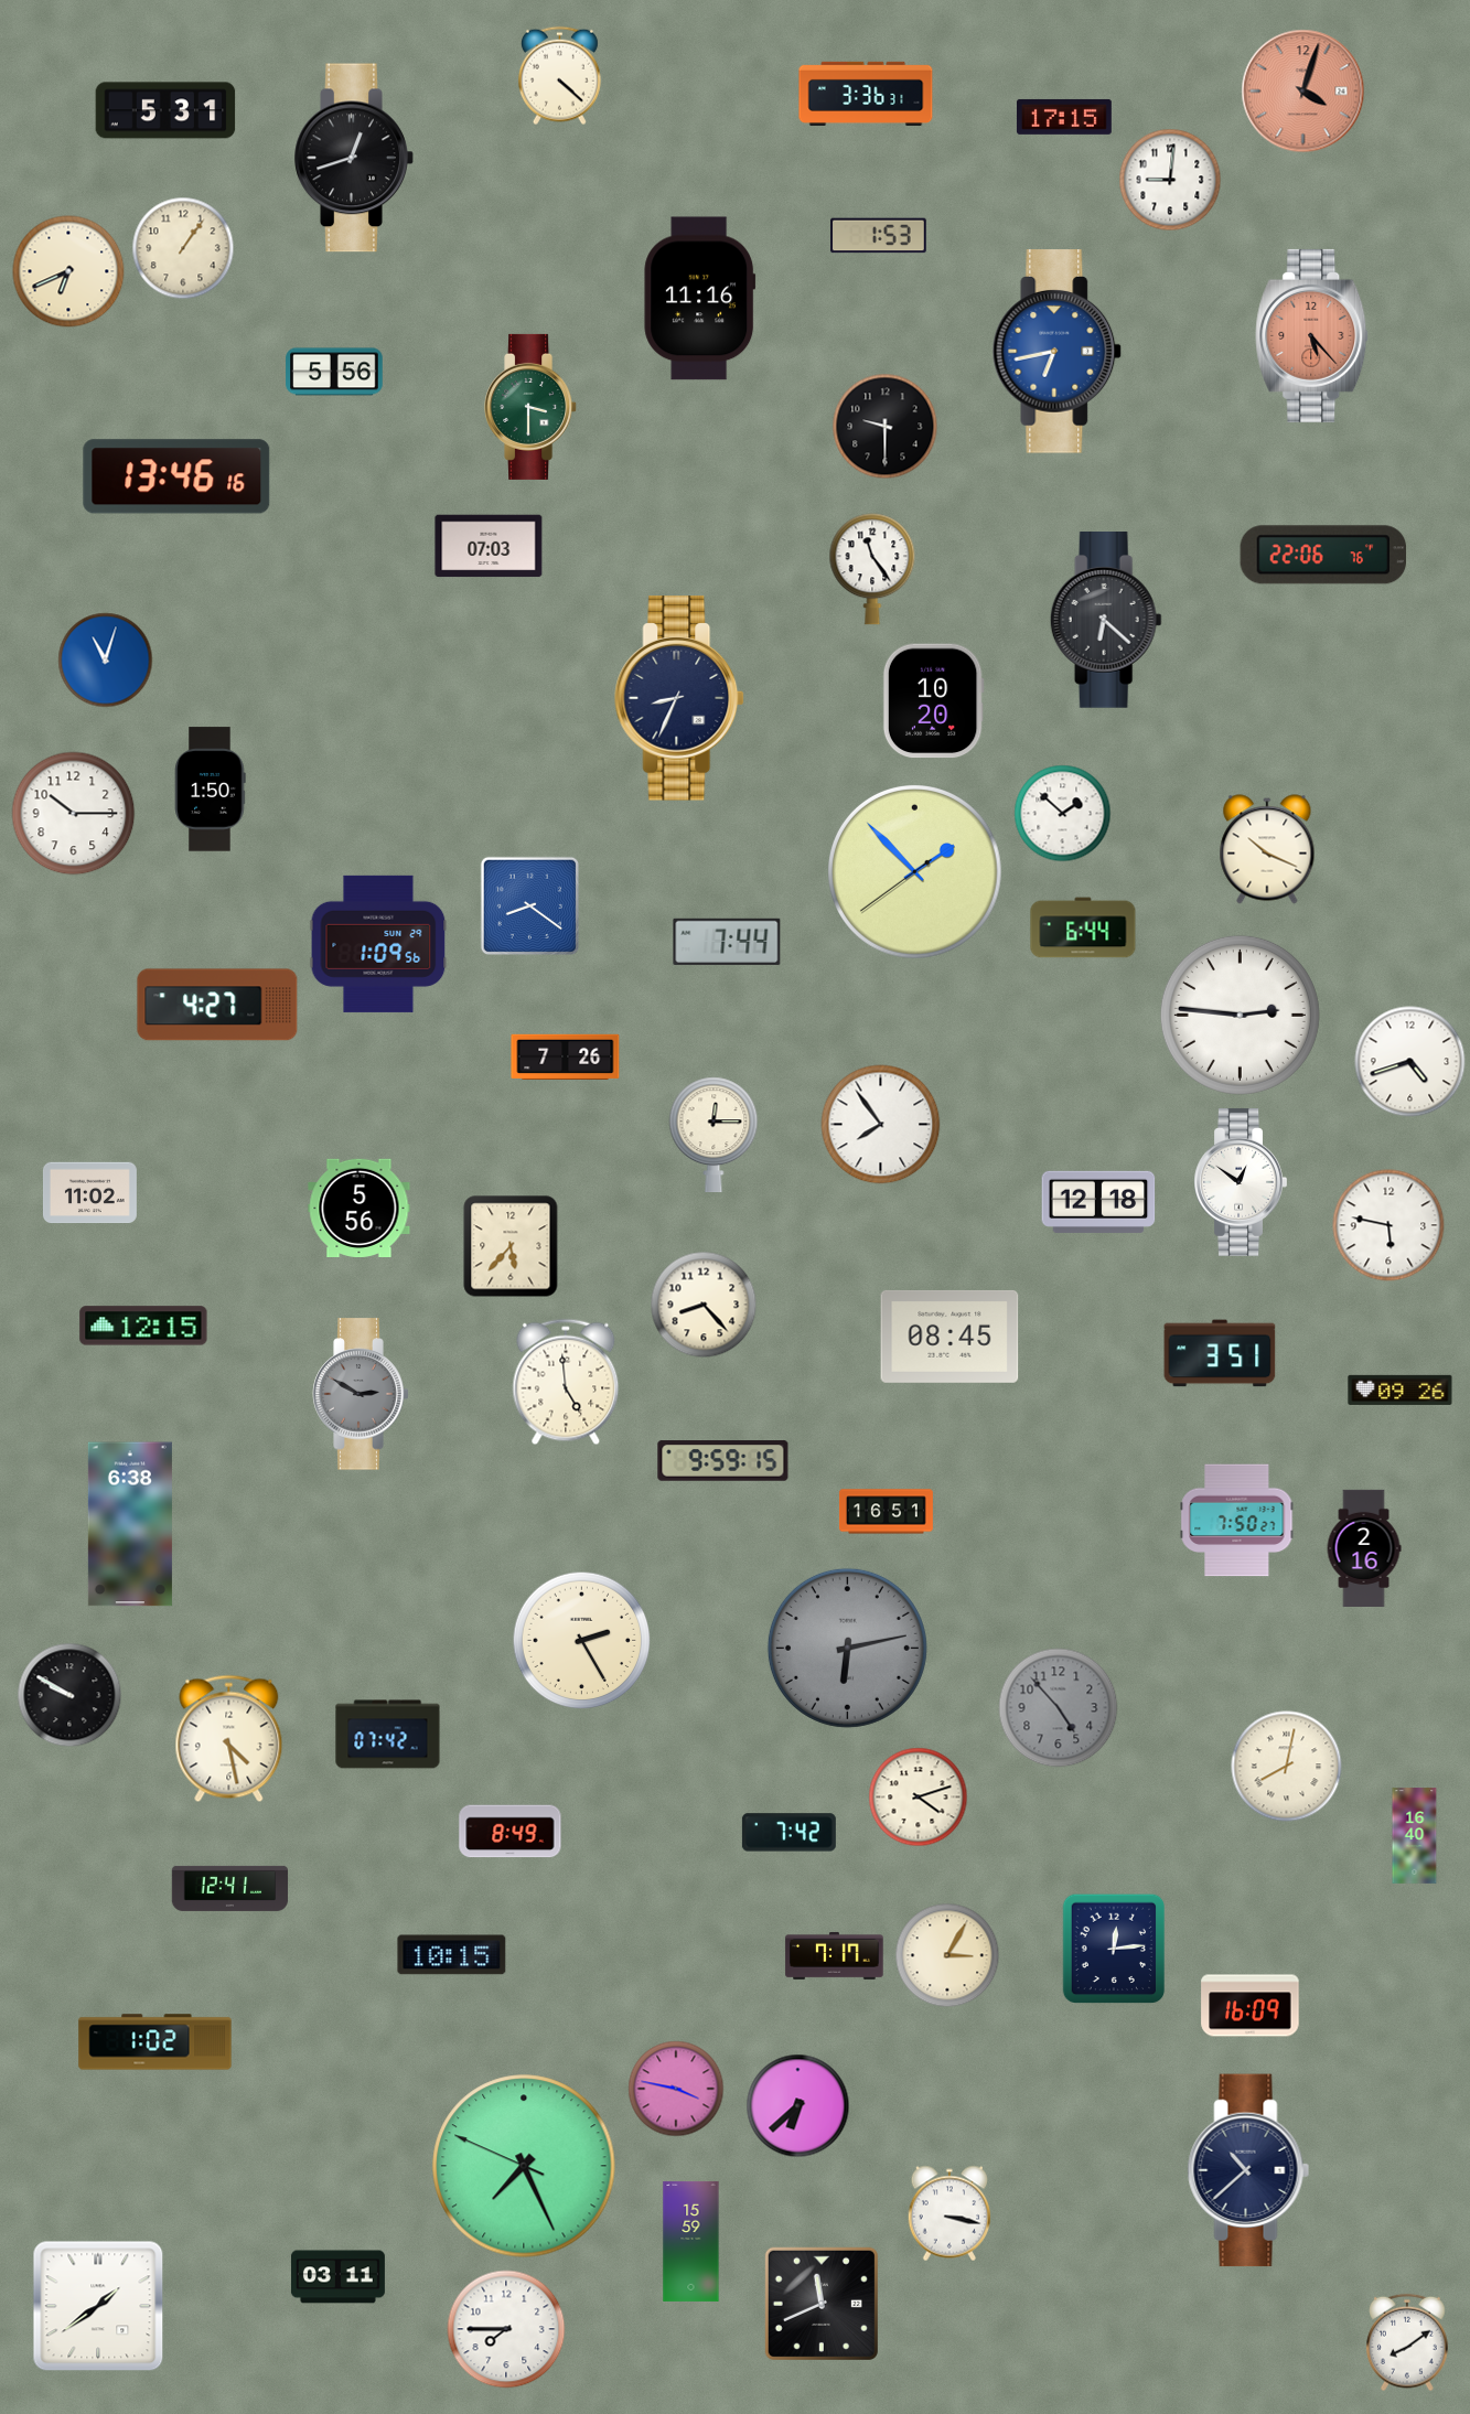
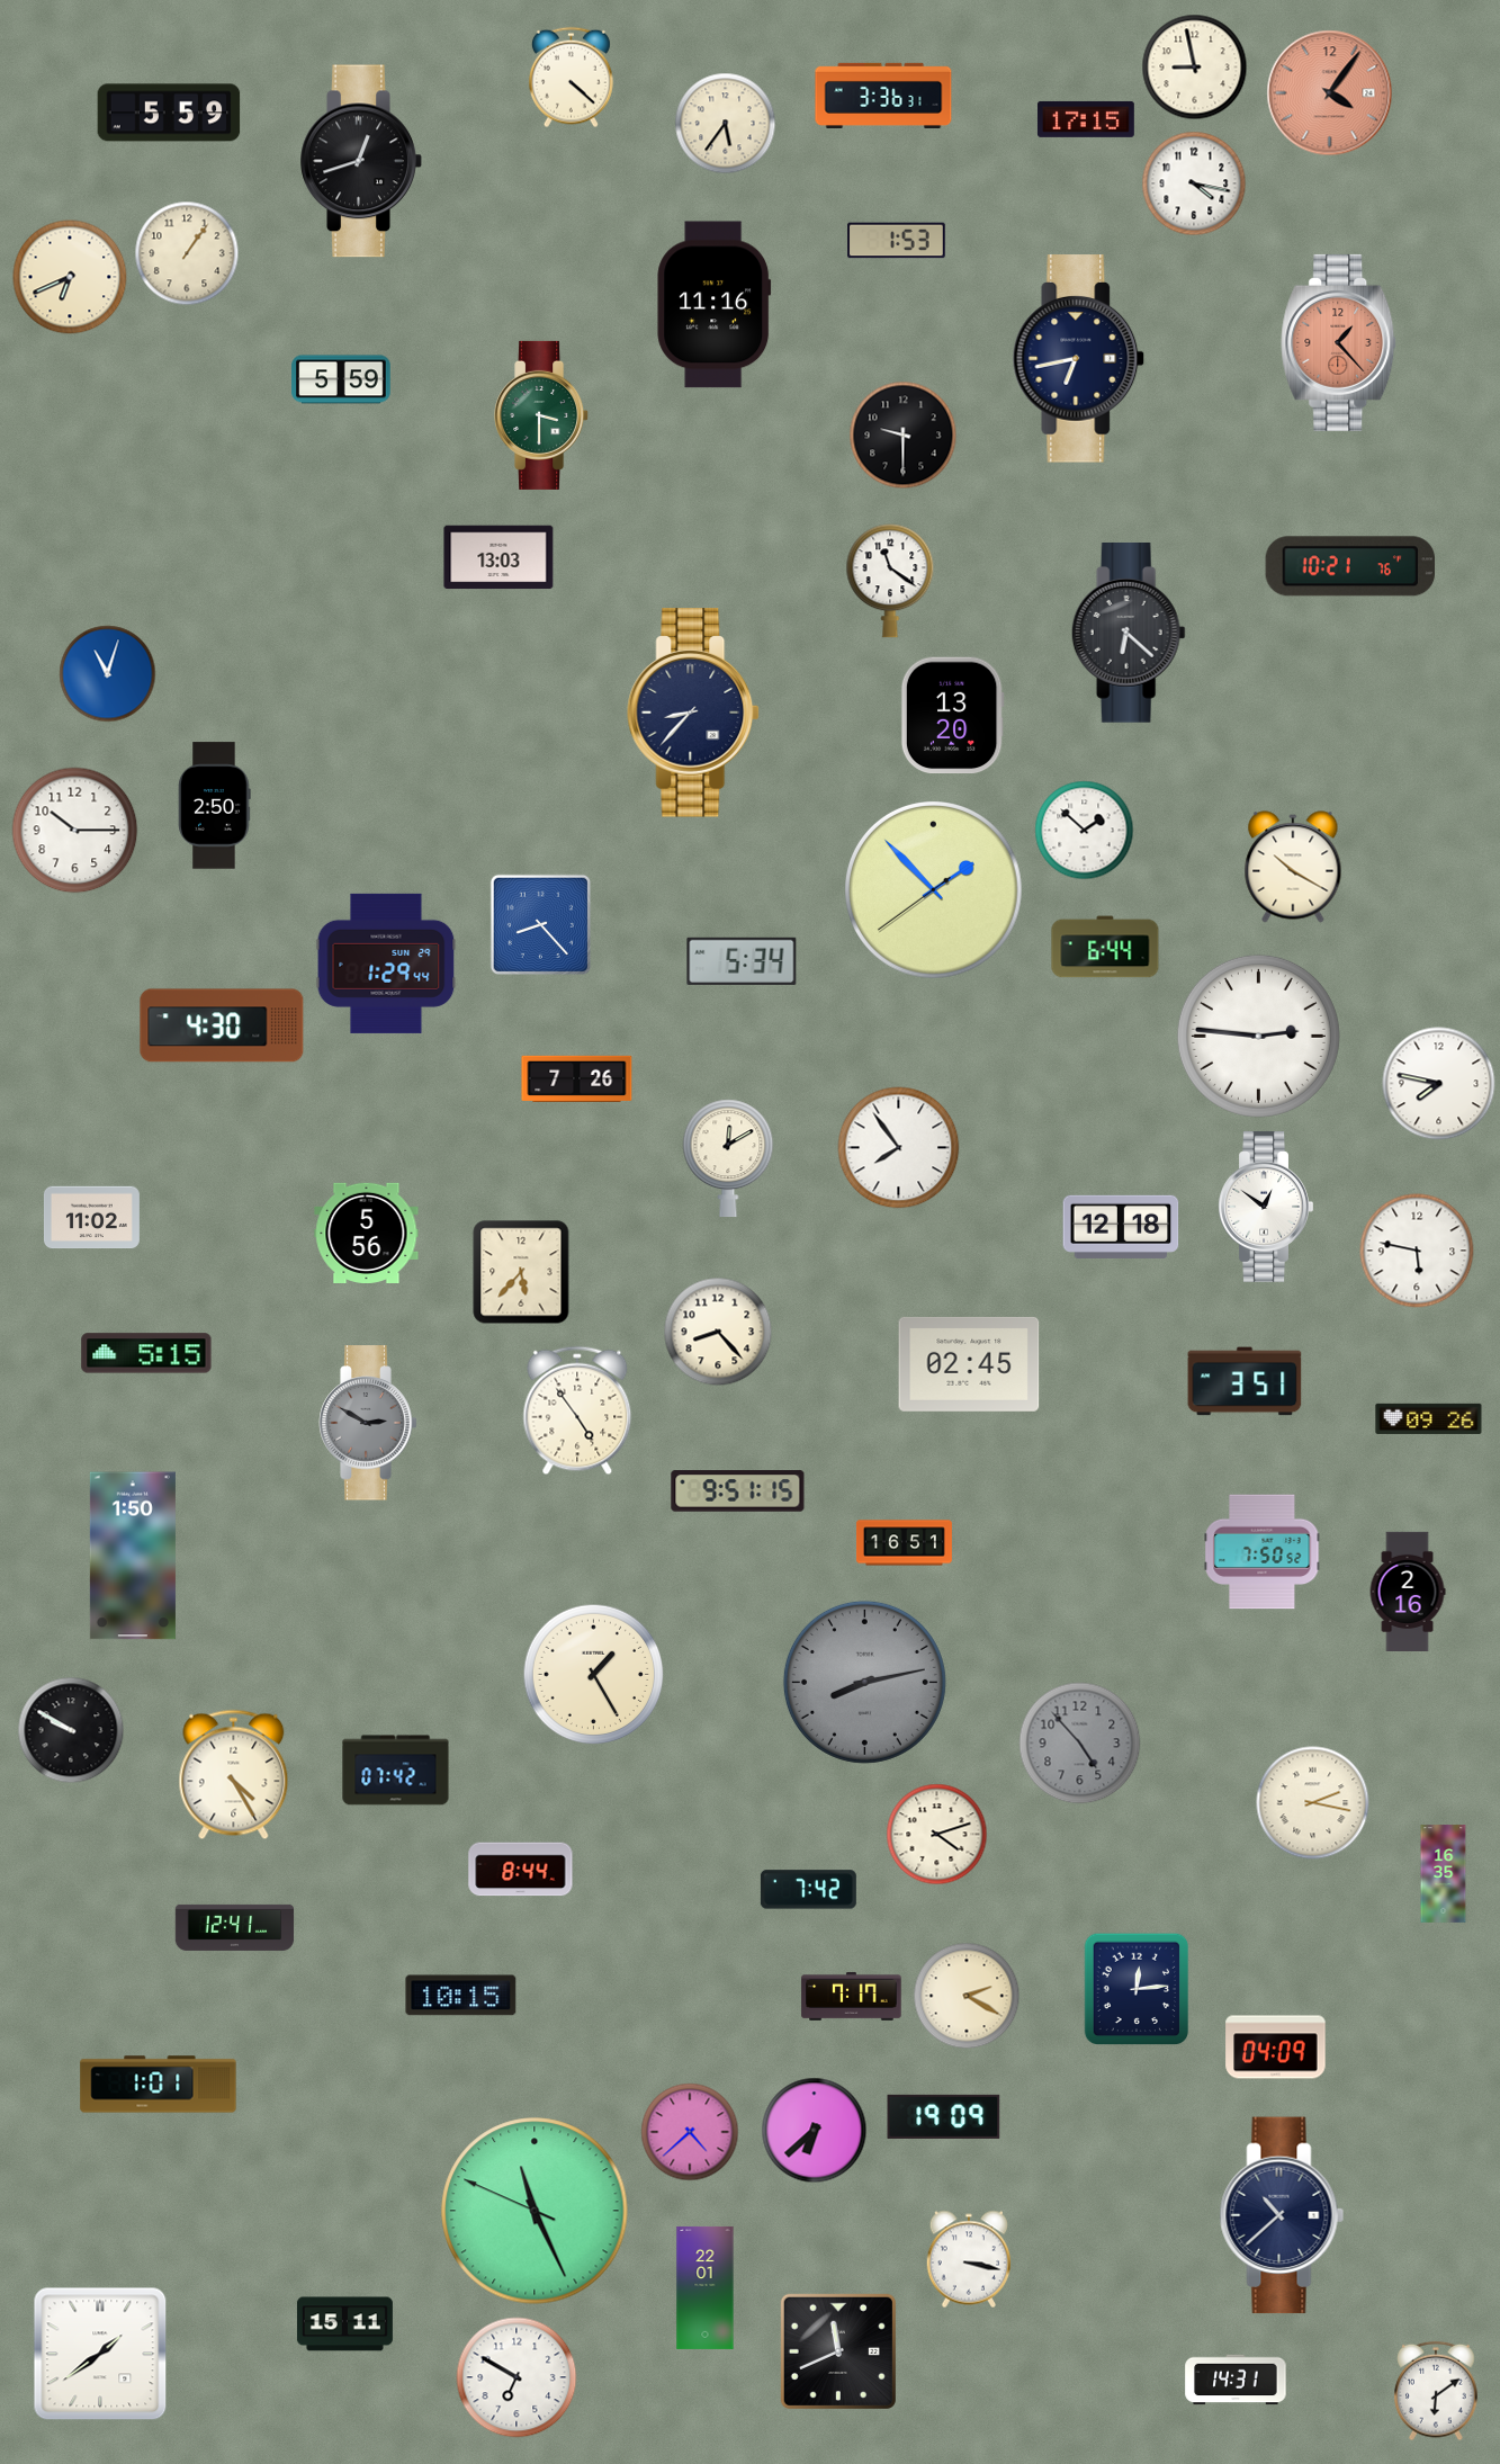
clock at (1195, 68): none -> 8:58
clock at (1303, 92): 4:03 -> 4:06
clock at (165, 110): 5:31 -> 5:59
clock at (726, 124): none -> 5:36
clock at (1170, 180): 9:01 -> 4:17
clock at (1312, 335): 5:23 -> 1:23
clock at (1058, 352) dial: blue -> navy
clock at (334, 372): 5:56 -> 5:59
clock at (176, 476): 13:46 -> none
clock at (489, 546): 07:03 -> 13:03
clock at (1323, 555): 22:06 -> 10:21
clock at (872, 569): 11:24 -> 11:21
clock at (680, 698): 8:34 -> 8:37
clock at (933, 701): 10:20 -> 13:20
clock at (211, 790): 1:50 -> 2:50
clock at (1267, 849): 10:19 -> 10:20
clock at (529, 905): 8:21 -> 8:23
clock at (727, 942): 7:44 -> 5:34
clock at (378, 944): 1:09 -> 1:29
clock at (217, 1005): 4:27 -> 4:30
clock at (1240, 1015) position: (1240, 1015) -> (1258, 1036)
clock at (1410, 1062): 4:42 -> 7:47
clock at (713, 1135): 12:15 -> 12:10
clock at (143, 1326): 12:15 -> 5:15
clock at (949, 1337): 08:45 -> 02:45
clock at (566, 1382): 4:59 -> 4:54
clock at (723, 1461): 9:59 -> 9:51
clock at (1237, 1521): 7:50:27 -> 7:50:52
clock at (130, 1524): 6:38 -> 1:50
clock at (1364, 1547) position: (1364, 1547) -> (1408, 1591)
clock at (582, 1641): 2:25 -> 1:25
clock at (847, 1648): 6:13 -> 8:13
clock at (229, 1739): 4:28 -> 4:25
clock at (1287, 1767): 8:02 -> 2:17
clock at (511, 1832): 8:49 -> 8:44
clock at (788, 1833) position: (788, 1833) -> (808, 1890)
clock at (1415, 1836): 16:40 -> 16:35
clock at (947, 1955): 3:05 -> 2:20
clock at (1251, 2006): 16:09 -> 04:09
clock at (155, 2042): 1:02 -> 1:01
clock at (944, 2116): none -> 19:09
clock at (676, 2089): 3:47 -> 4:38
clock at (798, 2106) position: (798, 2106) -> (815, 2131)
clock at (524, 2166): 7:25 -> 11:25
clock at (1248, 2170) position: (1248, 2170) -> (1282, 2215)
clock at (691, 2241): 15:59 -> 22:01
clock at (337, 2277): 03:11 -> 15:11
clock at (506, 2329): 7:45 -> 6:50
clock at (1236, 2380): none -> 14:31
clock at (1408, 2342): 8:09 -> 6:09
